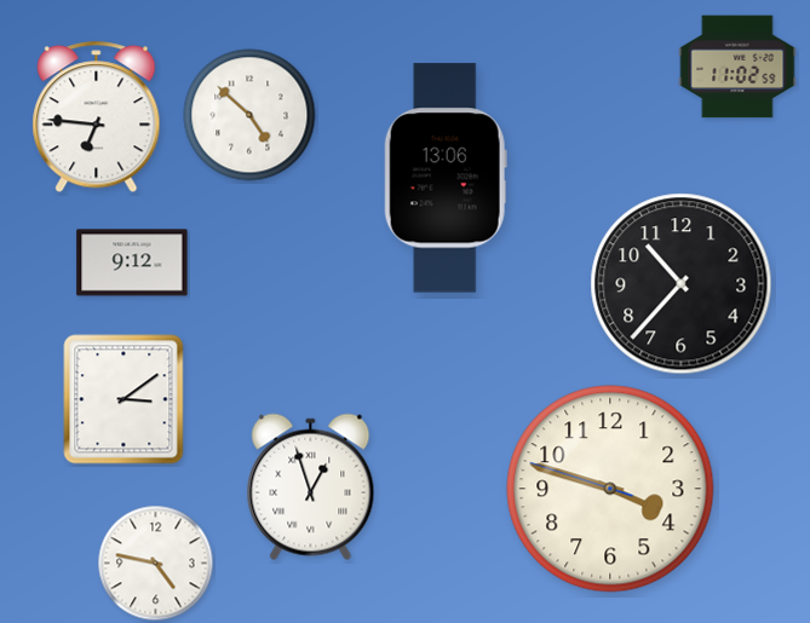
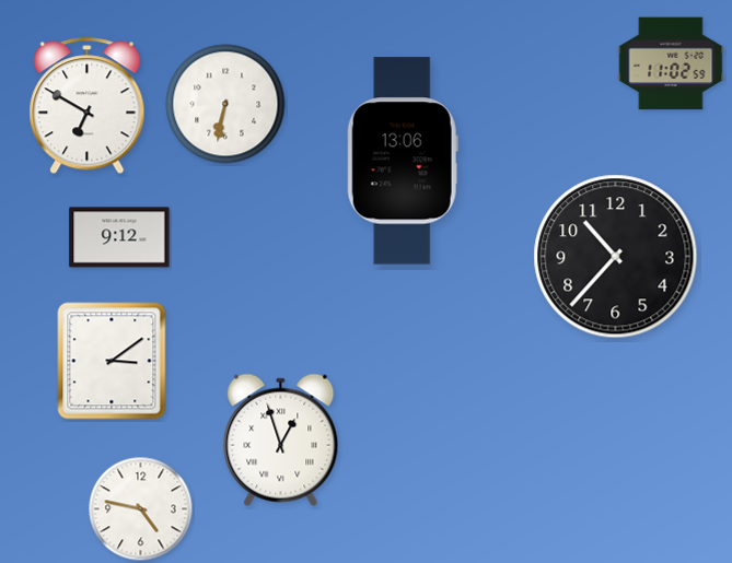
clock at (737, 67) position: (737, 67) -> (671, 63)
clock at (249, 115): 4:52 -> 6:32
clock at (97, 117): 6:46 -> 6:50
clock at (610, 489): 3:47 -> none
